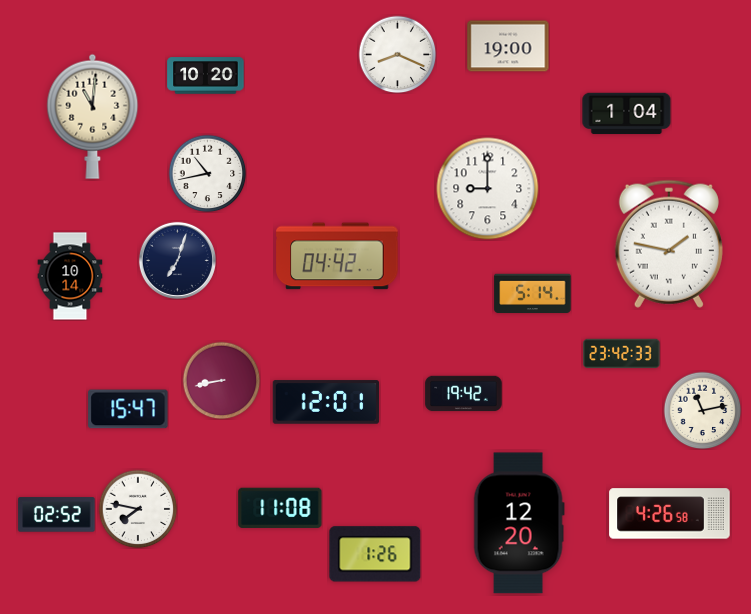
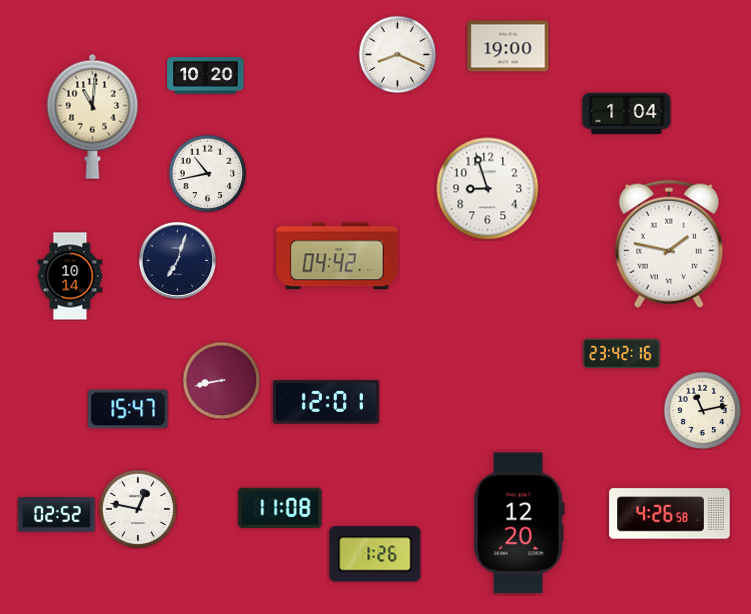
clock at (488, 189): 9:00 -> 8:57
clock at (533, 294): 5:14 -> none
clock at (622, 354): 23:42:33 -> 23:42:16
clock at (464, 394): 19:42 -> none
clock at (138, 509): 7:47 -> 12:47
